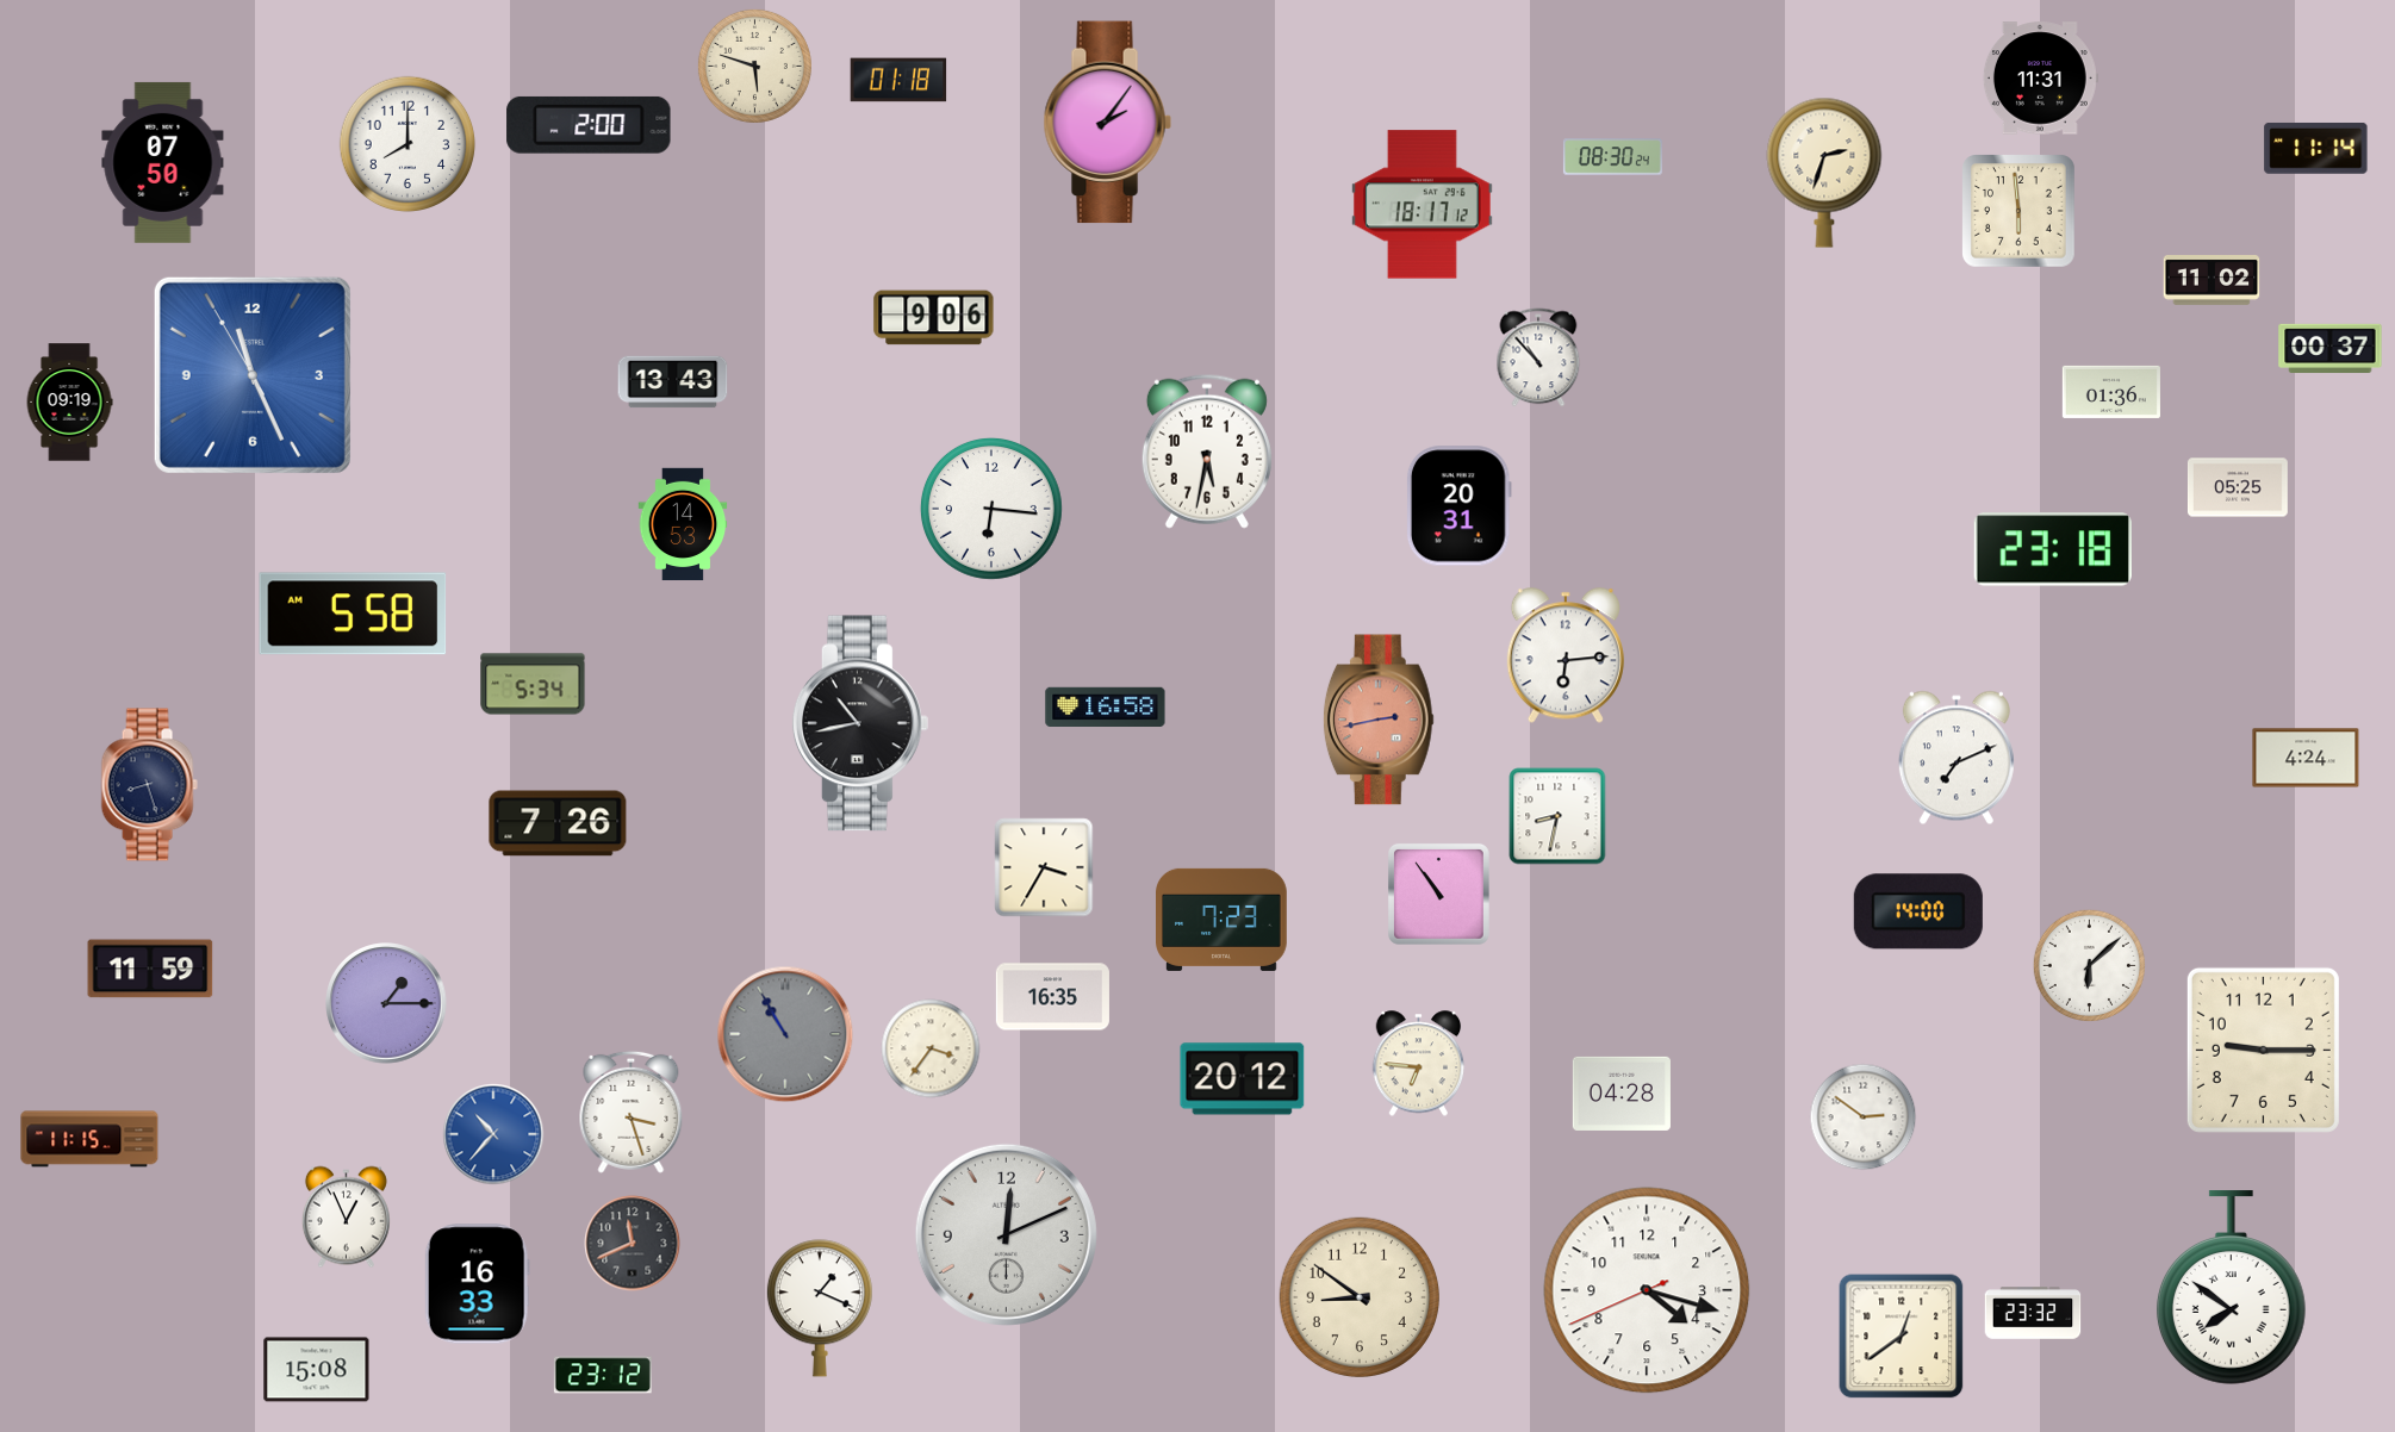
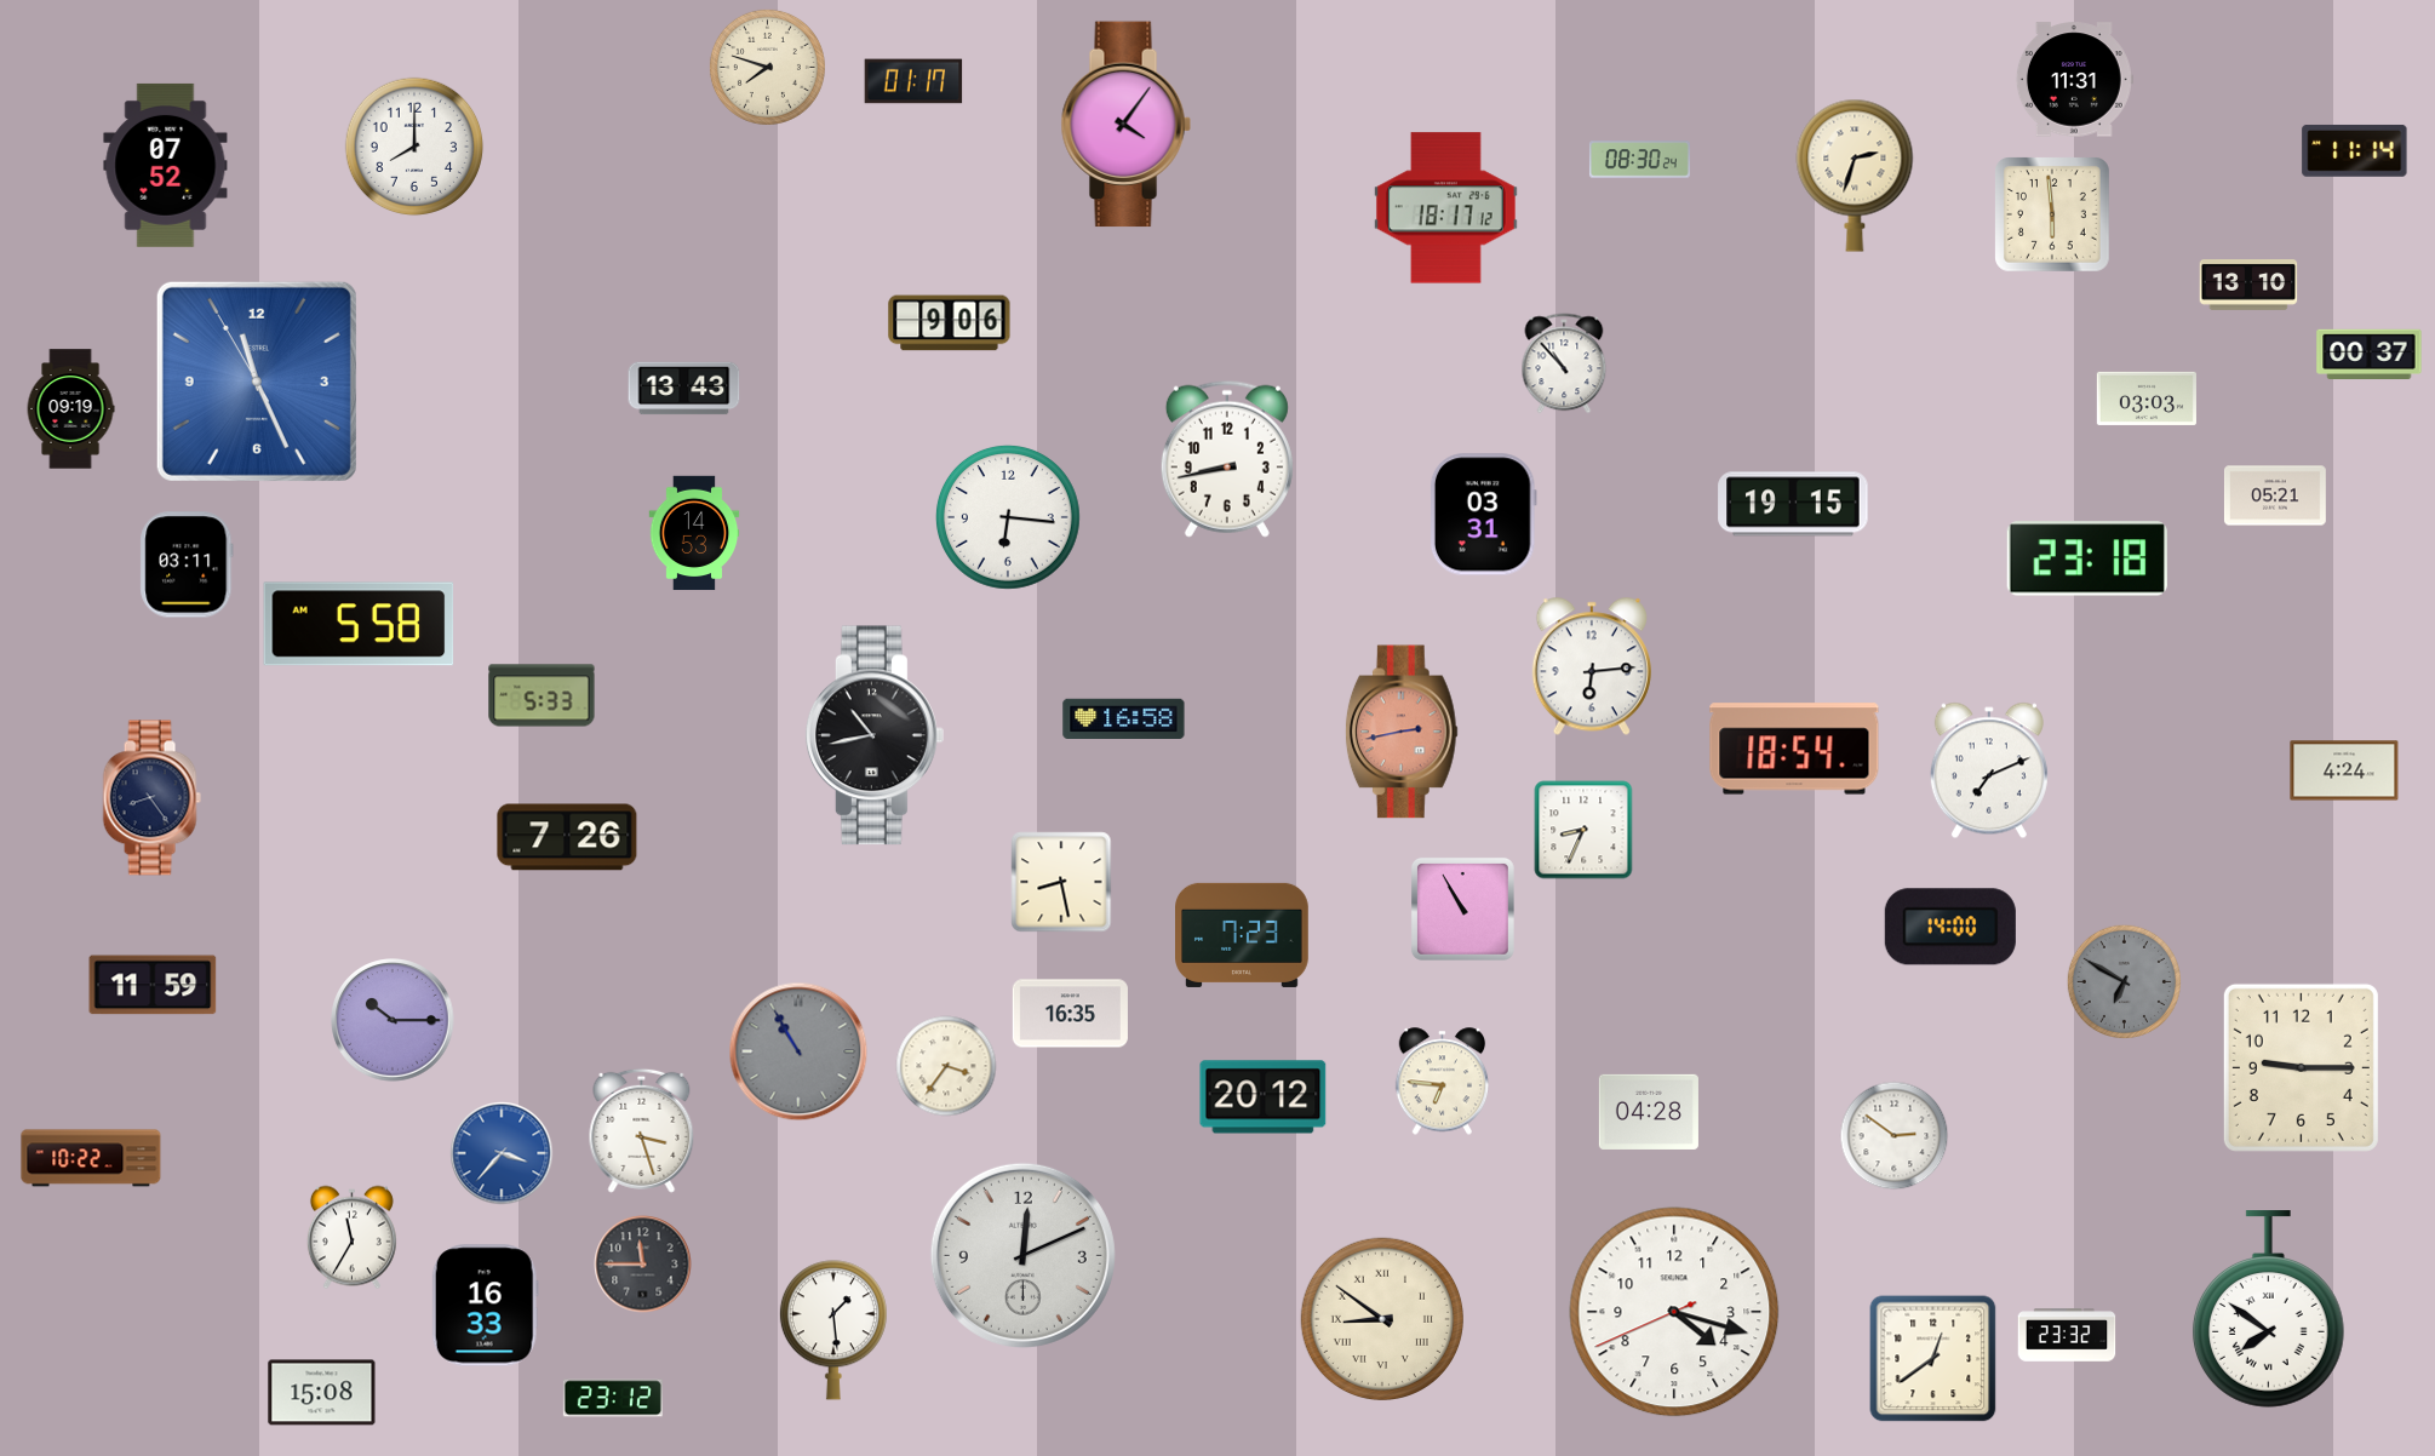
clock at (754, 66): 5:48 -> 7:48
clock at (898, 80): 01:18 -> 01:17
clock at (1107, 123): 2:06 -> 4:06
clock at (589, 125): 2:00 -> none
clock at (163, 162): 07:50 -> 07:52
clock at (2212, 281): 11:02 -> 13:10
clock at (2111, 392): 01:36 -> 03:03
clock at (1207, 452): 5:32 -> 8:43
clock at (2238, 487): 05:25 -> 05:21
clock at (1793, 504): none -> 19:15
clock at (1458, 506): 20:31 -> 03:31
clock at (187, 564): none -> 03:11
clock at (533, 684): 5:34 -> 5:33
clock at (1794, 749): none -> 18:54
clock at (149, 785): 8:27 -> 8:24
clock at (1557, 816): 8:32 -> 8:34
clock at (1044, 867): 3:35 -> 8:28
clock at (1439, 895): 10:54 -> 10:55
clock at (2089, 965): 6:08 -> 6:50
clock at (2089, 965) dial: white -> grey
clock at (386, 1003): 1:15 -> 10:15
clock at (493, 1134): 10:37 -> 3:37
clock at (89, 1139): 11:15 -> 10:22
clock at (346, 1218): 12:56 -> 11:35
clock at (633, 1244): 11:41 -> 11:45
clock at (1360, 1297) numerals: Arabic -> Roman
clock at (820, 1308): 1:19 -> 1:29
